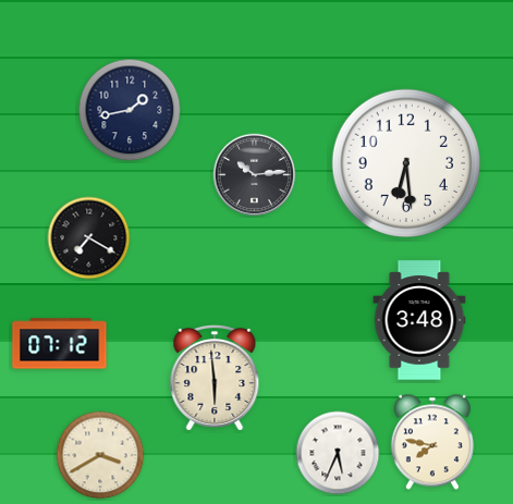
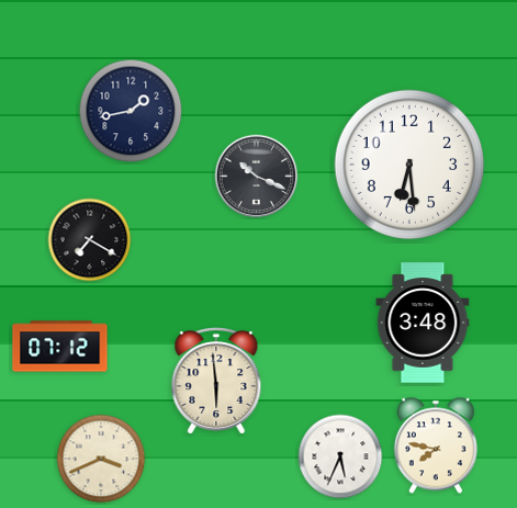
clock at (255, 175): 10:14 -> 10:19
clock at (100, 455): 3:40 -> 3:41
